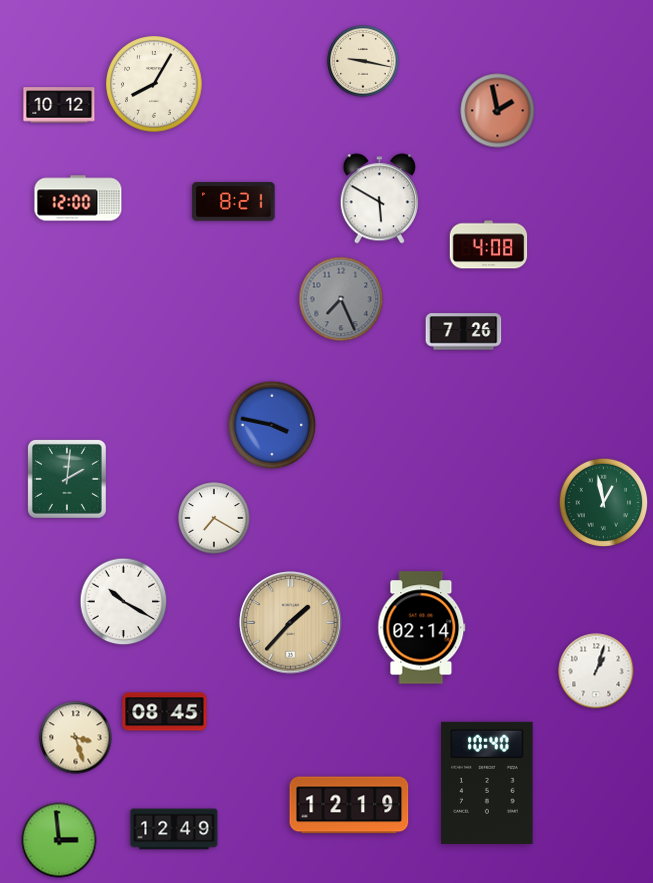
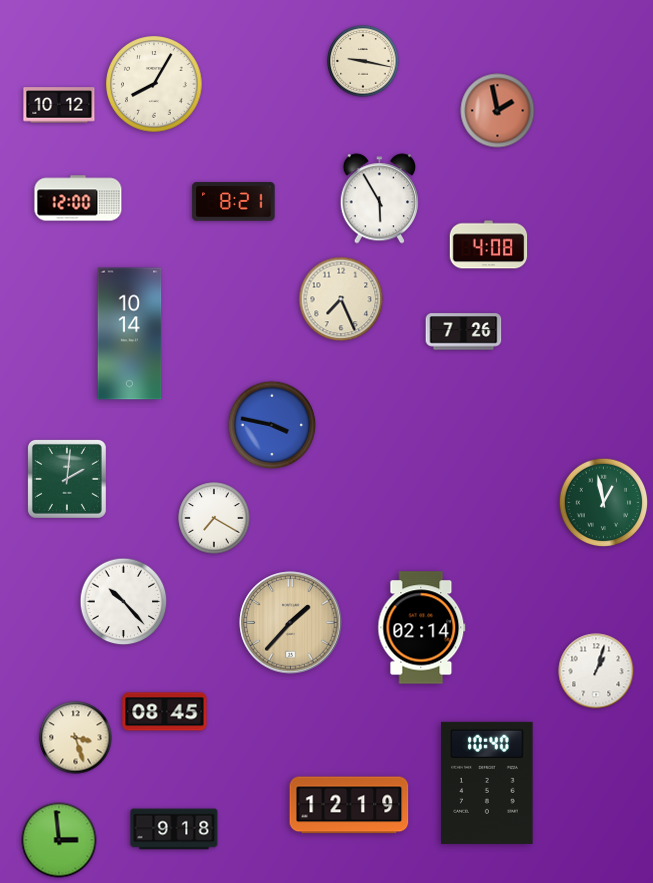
clock at (379, 199): 5:50 -> 5:55
clock at (341, 299) dial: grey -> cream
clock at (130, 334): none -> 10:14
clock at (124, 602): 10:20 -> 10:23
clock at (174, 829): 12:49 -> 9:18
